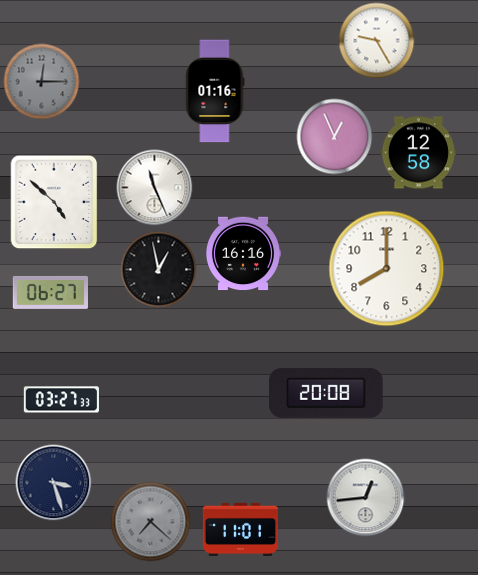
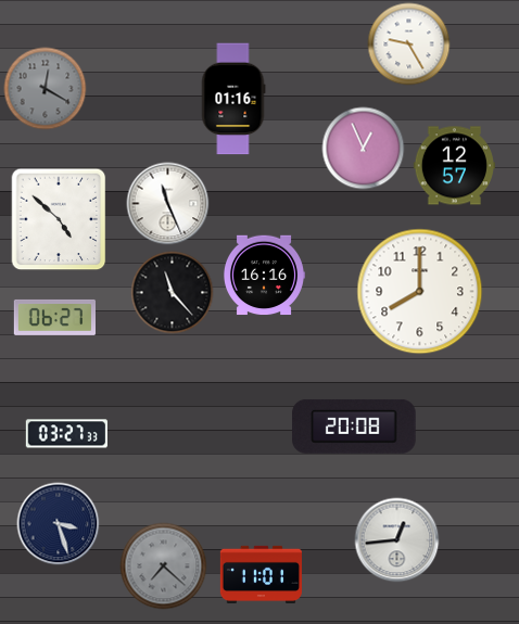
clock at (42, 82): 12:15 -> 12:20
clock at (418, 153): 12:58 -> 12:57
clock at (159, 270): 12:58 -> 11:23
